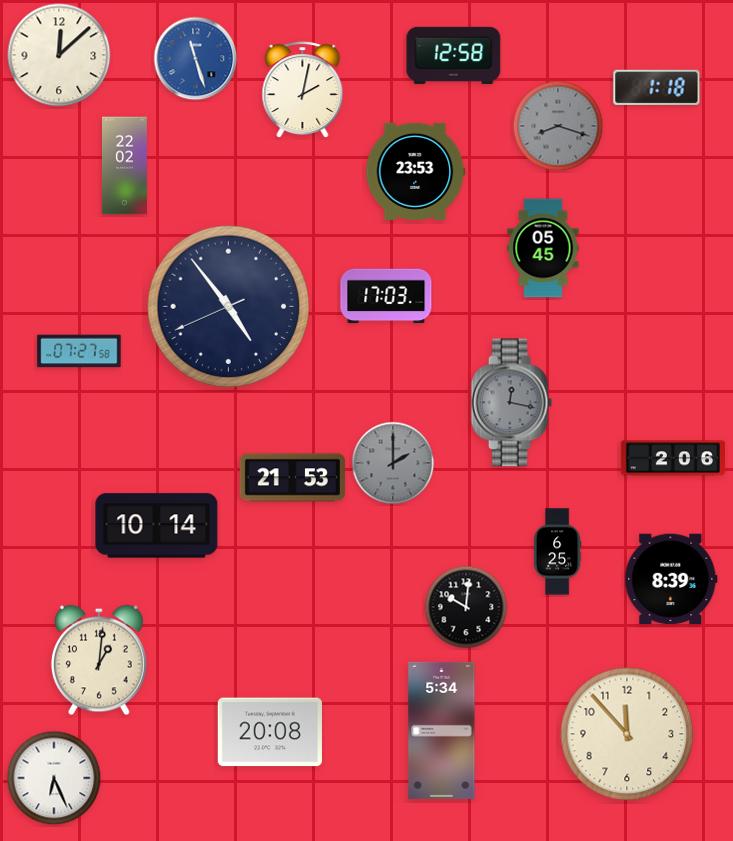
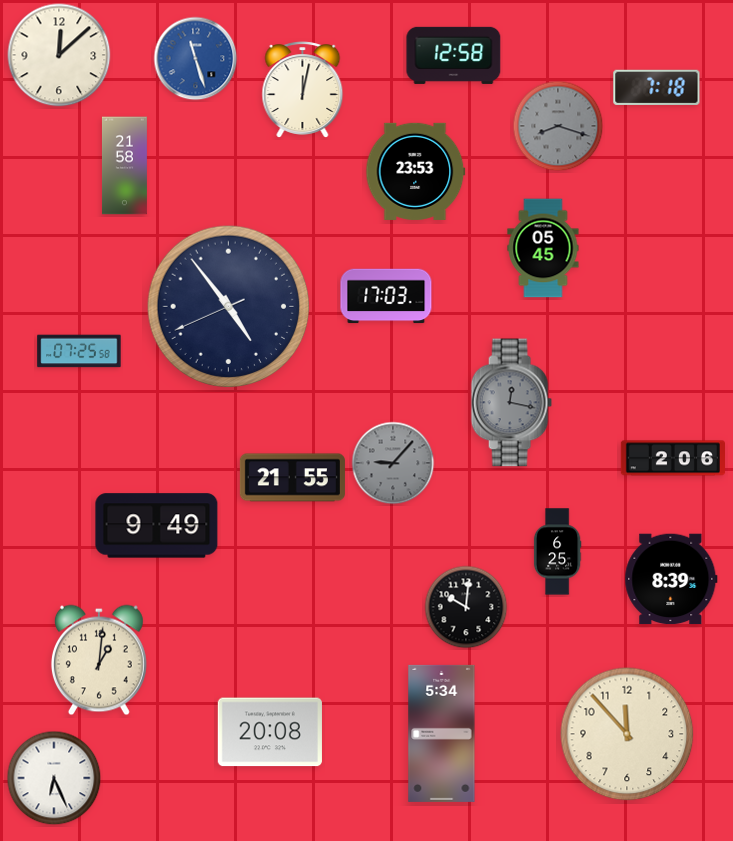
clock at (657, 87): 1:18 -> 7:18
clock at (303, 90): 2:02 -> 12:02
clock at (124, 166): 22:02 -> 21:58
clock at (79, 351): 07:27 -> 07:25
clock at (393, 463): 2:00 -> 9:07
clock at (292, 478): 21:53 -> 21:55
clock at (157, 526): 10:14 -> 9:49
clock at (442, 730) position: (442, 730) -> (442, 733)
